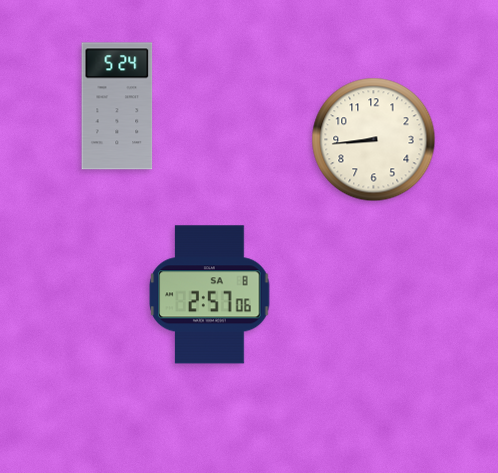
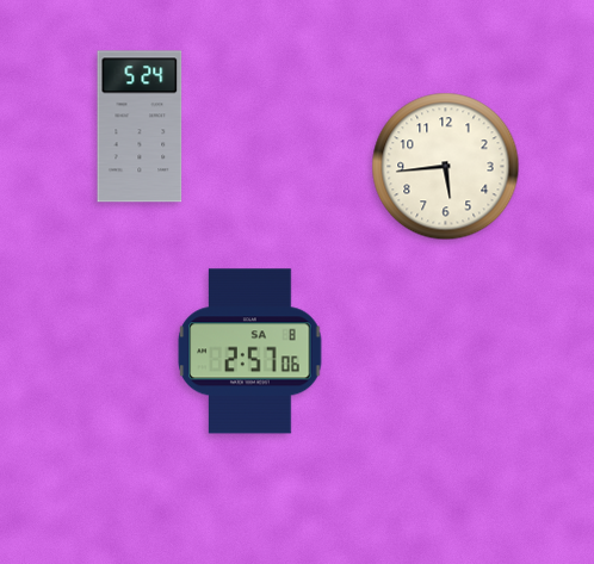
clock at (374, 140): 8:44 -> 5:44
